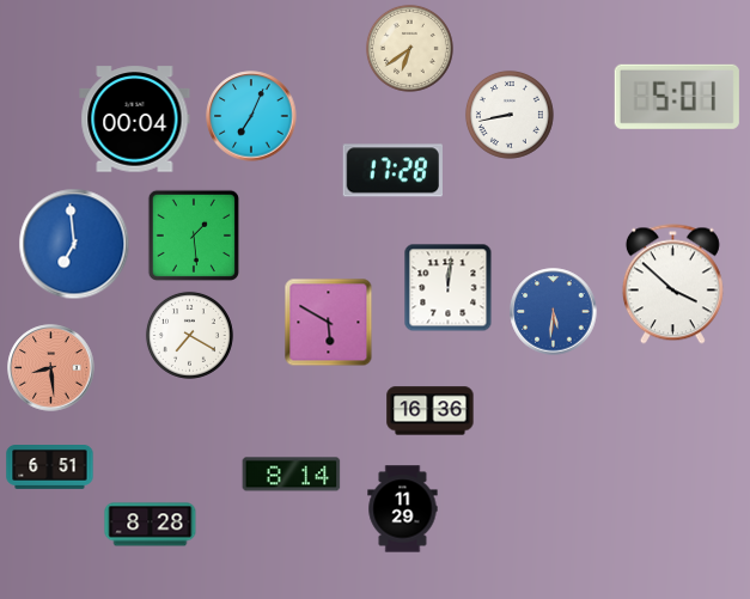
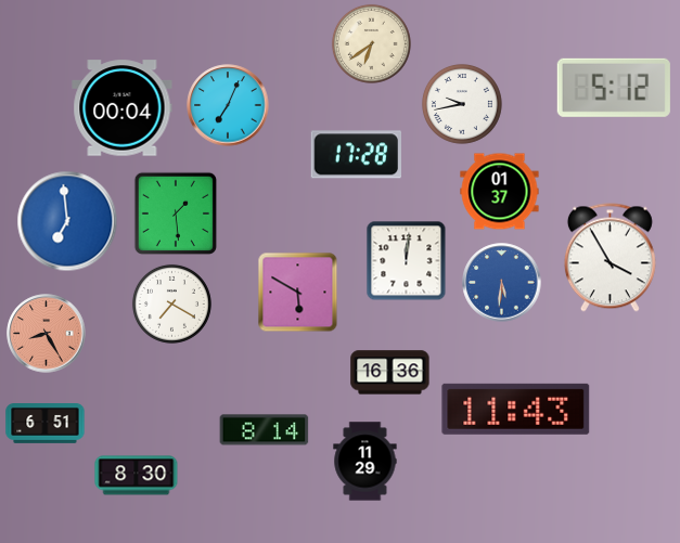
clock at (677, 97): 5:01 -> 5:12
clock at (510, 115): 8:43 -> 9:43
clock at (500, 192): none -> 01:37
clock at (672, 285): 3:52 -> 3:55
clock at (51, 368): 8:29 -> 8:25
clock at (516, 409): none -> 11:43
clock at (151, 525): 8:28 -> 8:30
